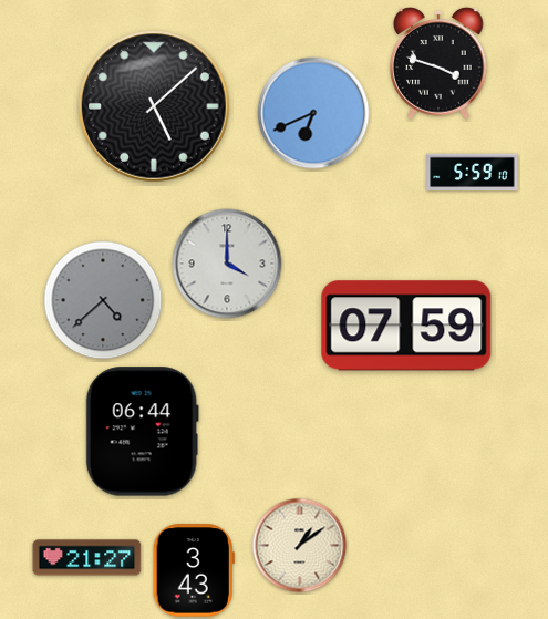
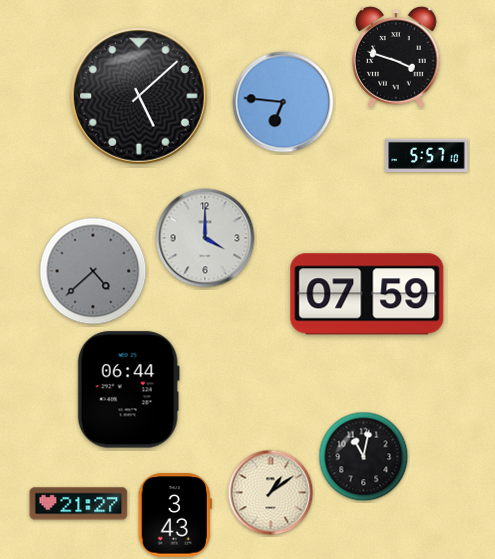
clock at (313, 113): 6:41 -> 6:46
clock at (473, 172): 5:59 -> 5:57
clock at (364, 457): none -> 11:02
